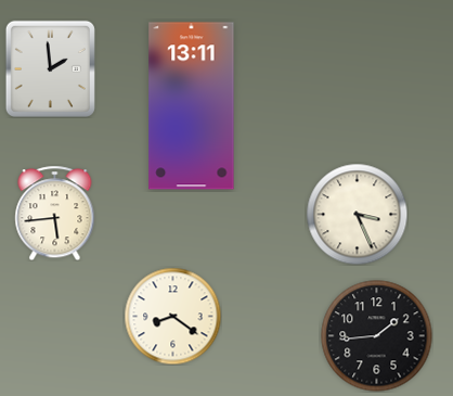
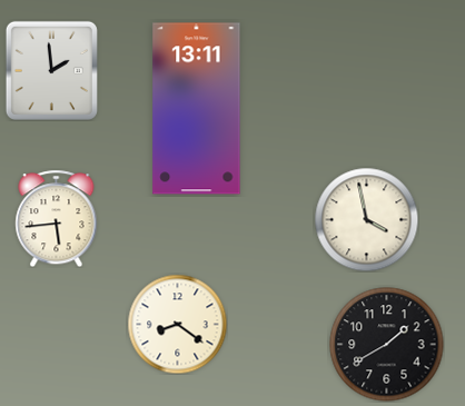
clock at (357, 214): 3:26 -> 3:58
clock at (377, 336): 1:44 -> 1:40
